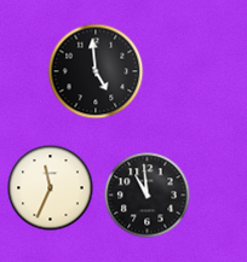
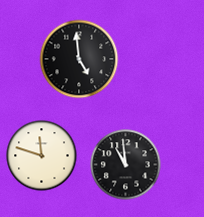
clock at (51, 188): 11:34 -> 11:48
clock at (148, 196) position: (148, 196) -> (126, 165)
